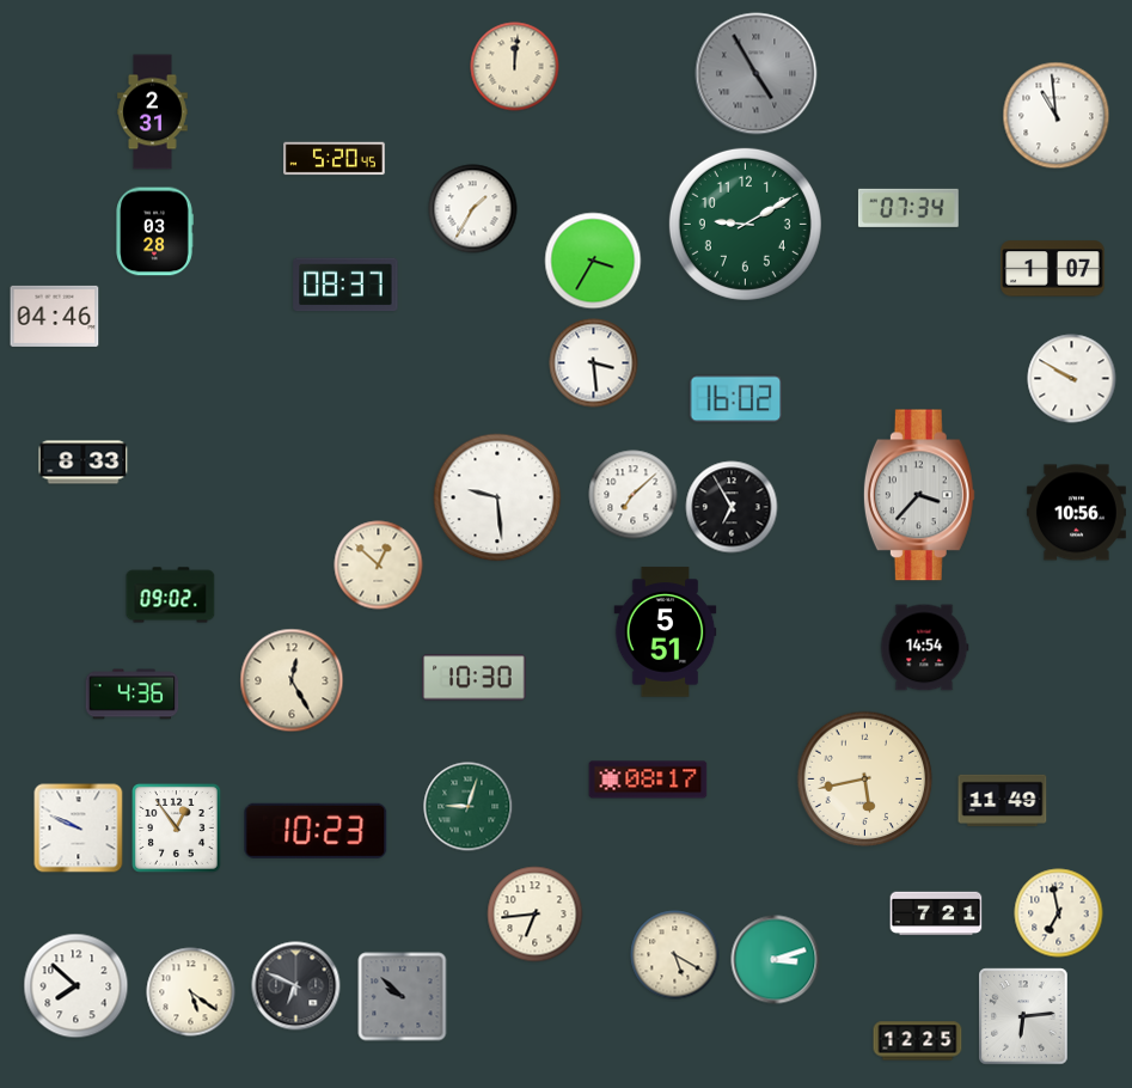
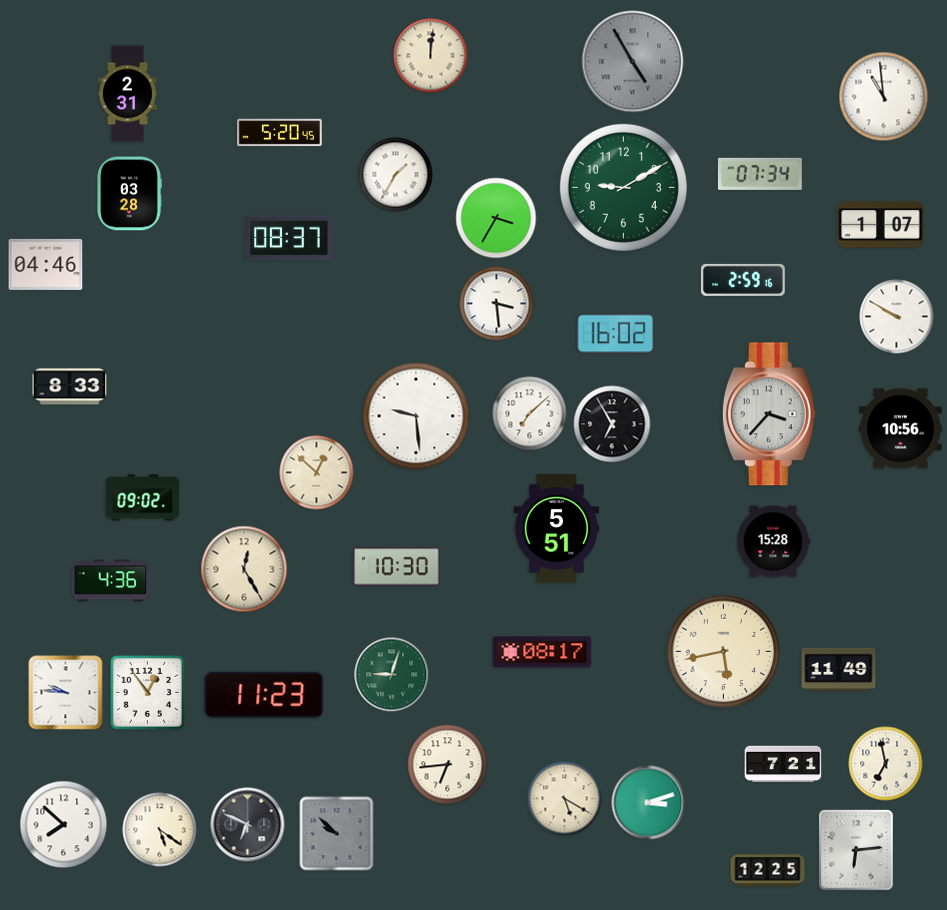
clock at (743, 280): none -> 2:59
clock at (924, 648): 14:54 -> 15:28
clock at (79, 829): 9:49 -> 9:46
clock at (316, 831): 10:23 -> 11:23
